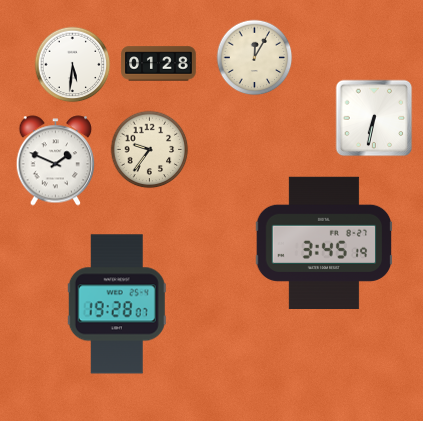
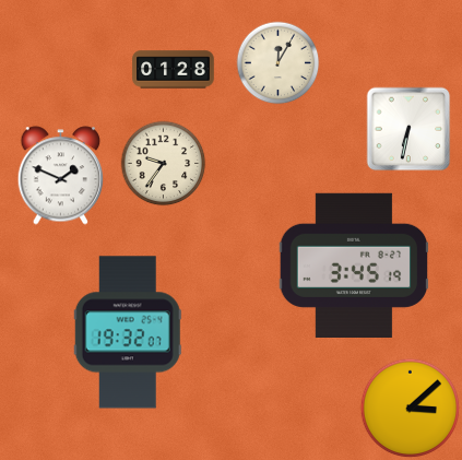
clock at (73, 65): 5:31 -> none
clock at (117, 304): 19:28 -> 19:32
clock at (411, 409): none -> 3:08
